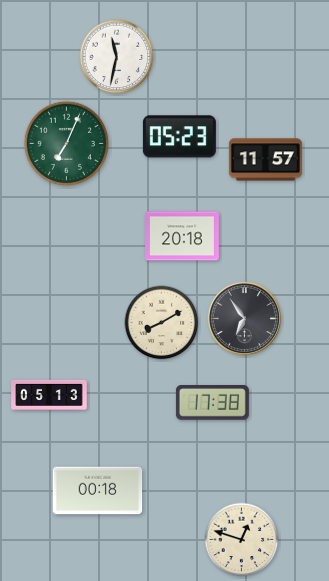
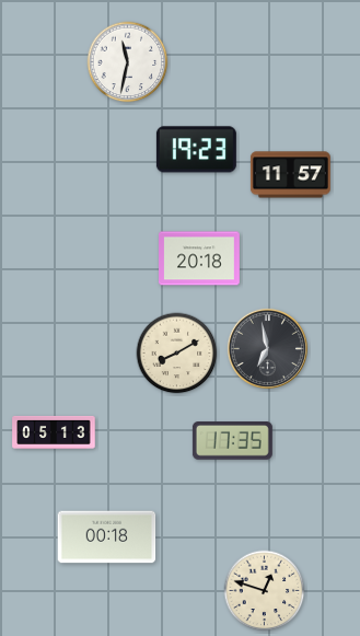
clock at (179, 137): 05:23 -> 19:23
clock at (66, 143): 7:04 -> none
clock at (244, 318): 6:54 -> 6:58
clock at (212, 403): 17:38 -> 17:35
